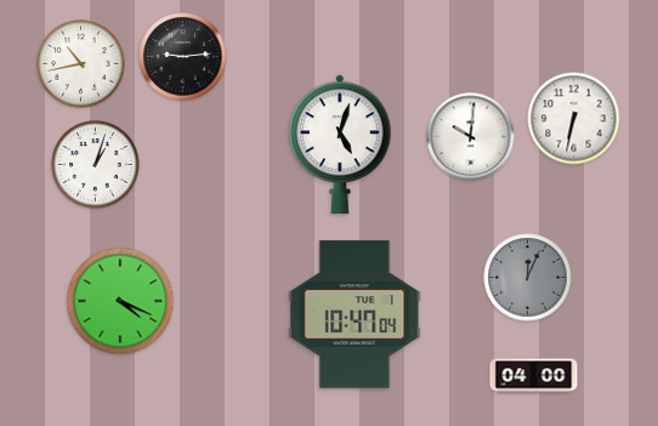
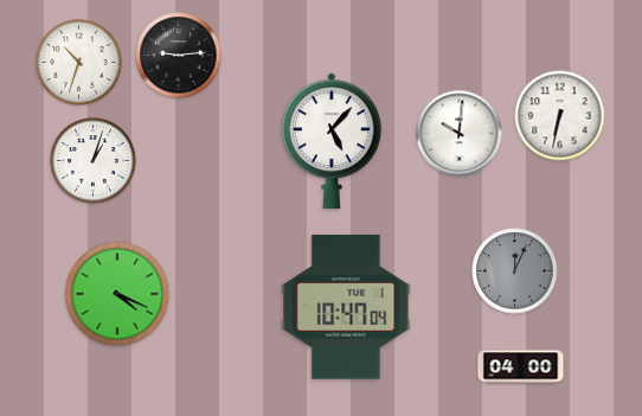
clock at (81, 64): 10:43 -> 10:33
clock at (341, 144): 5:03 -> 5:07
